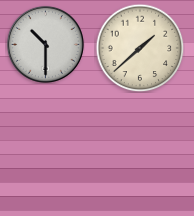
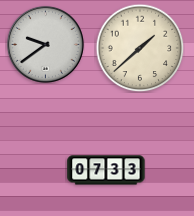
clock at (45, 44): 10:30 -> 9:39
clock at (106, 170): none -> 07:33
